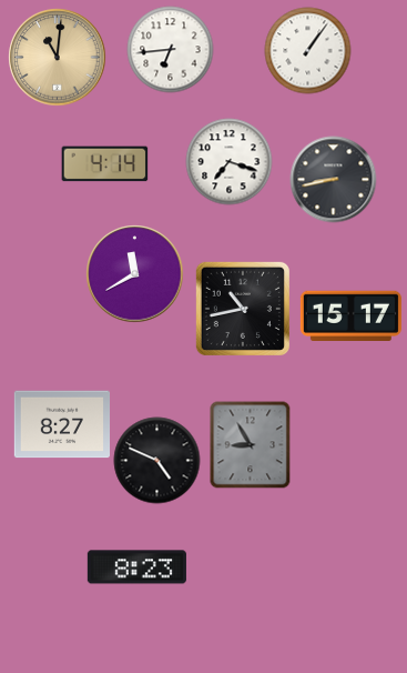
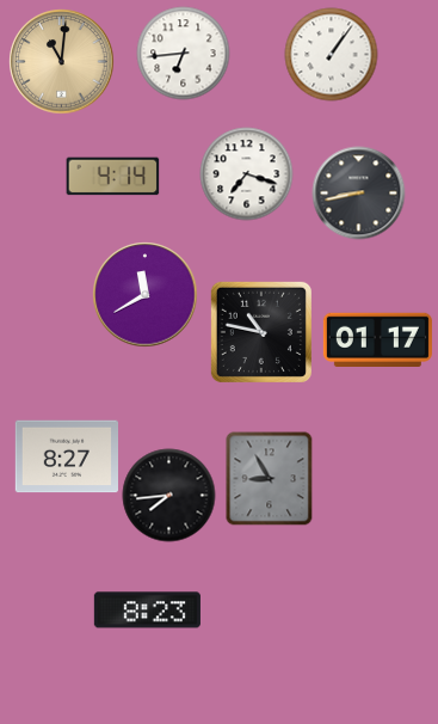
clock at (243, 309): 10:43 -> 10:47
clock at (350, 315): 15:17 -> 01:17
clock at (156, 460): 4:49 -> 7:44
